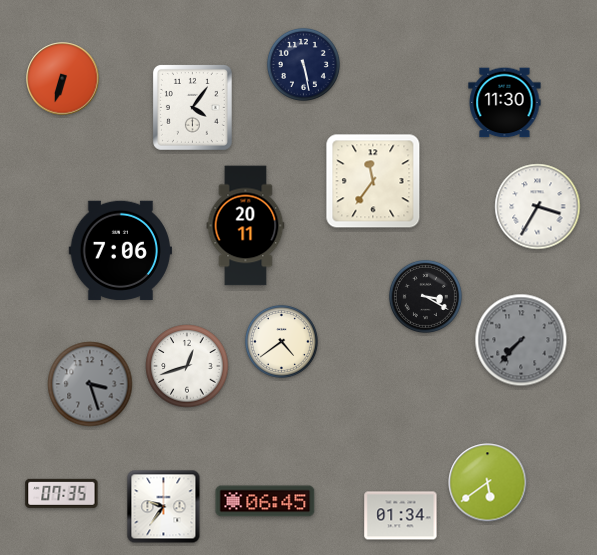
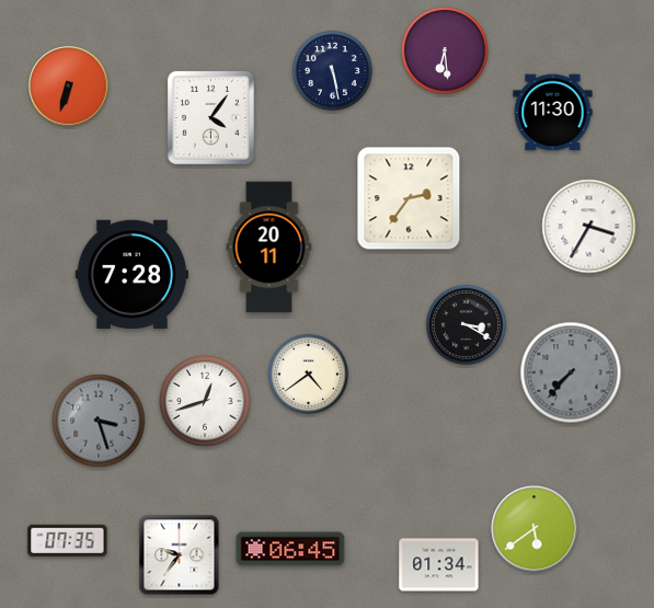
clock at (445, 50): none -> 6:29
clock at (373, 181): 11:36 -> 2:36
clock at (120, 250): 7:06 -> 7:28
